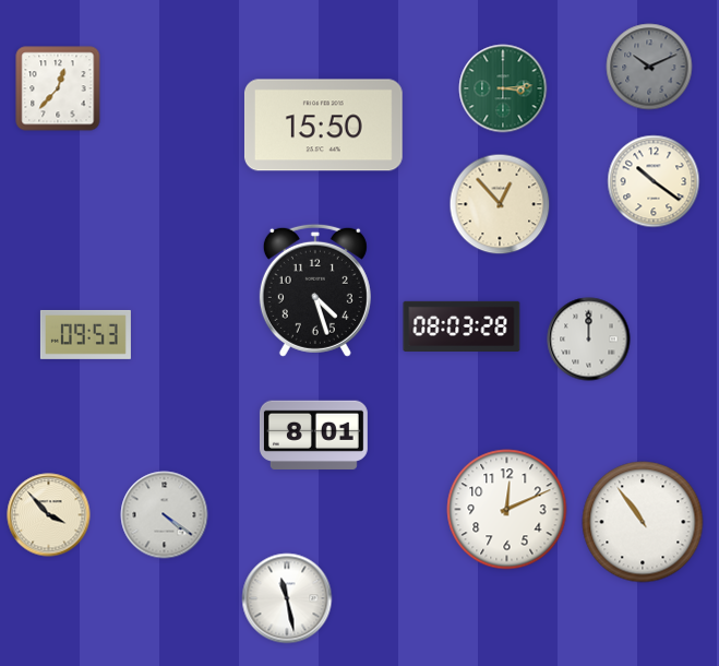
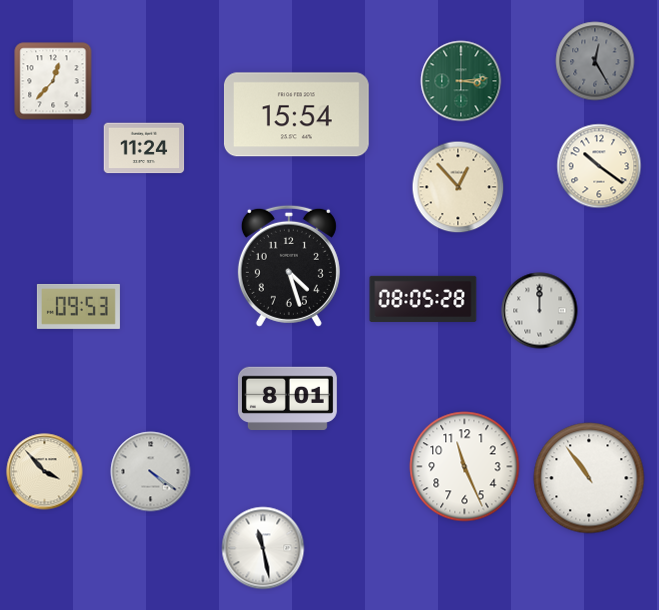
clock at (649, 67): 10:11 -> 12:25
clock at (323, 126): 15:50 -> 15:54
clock at (144, 148): none -> 11:24
clock at (462, 326): 08:03 -> 08:05
clock at (507, 510): 12:11 -> 11:26
